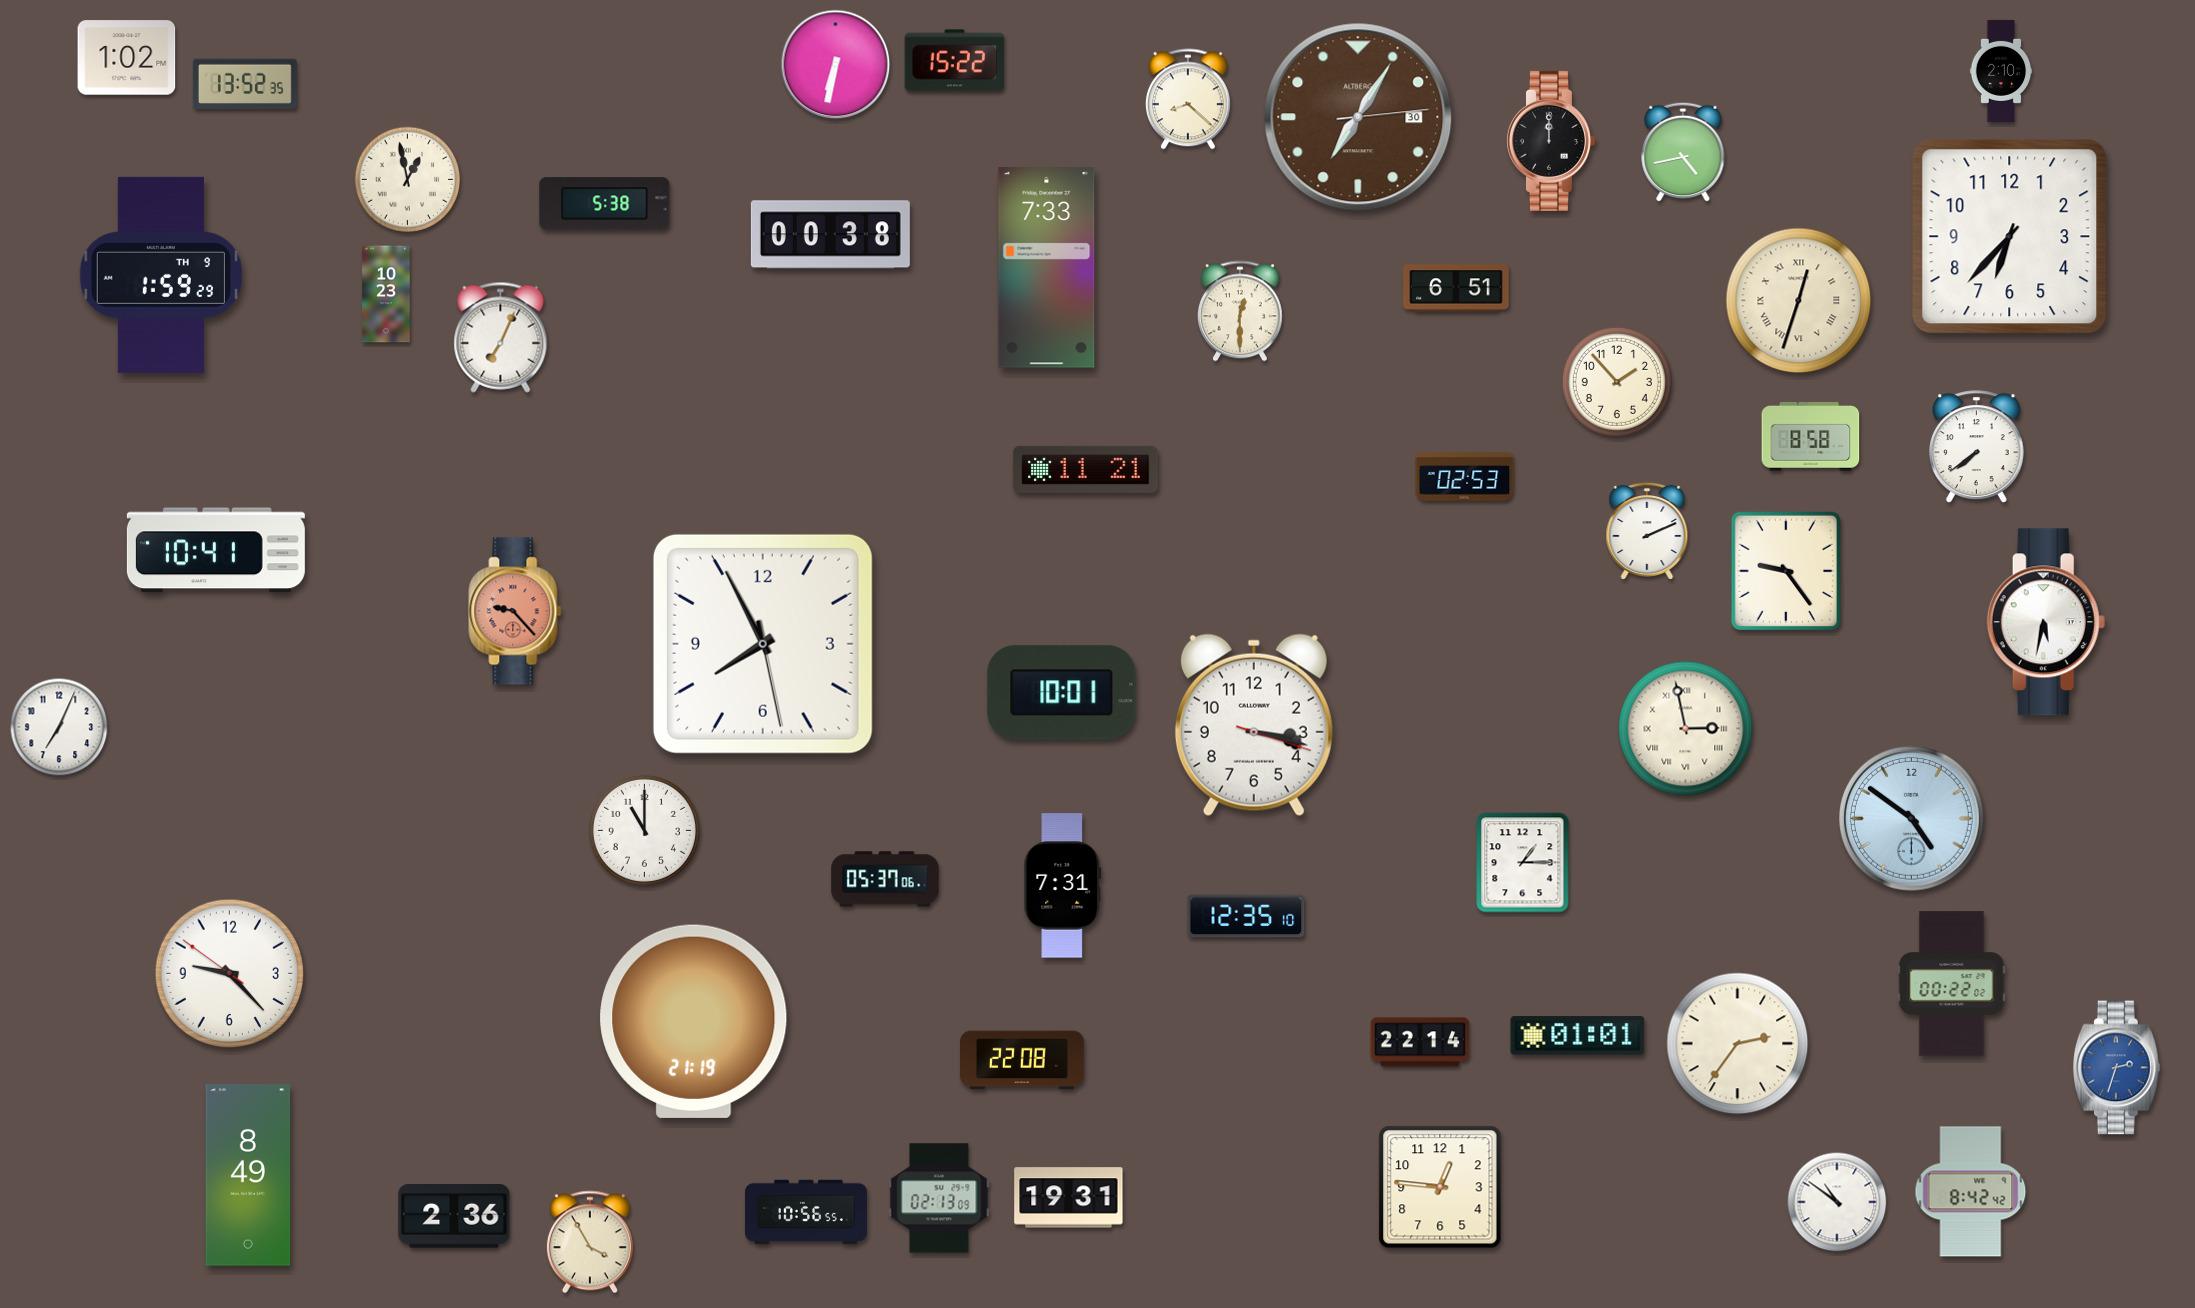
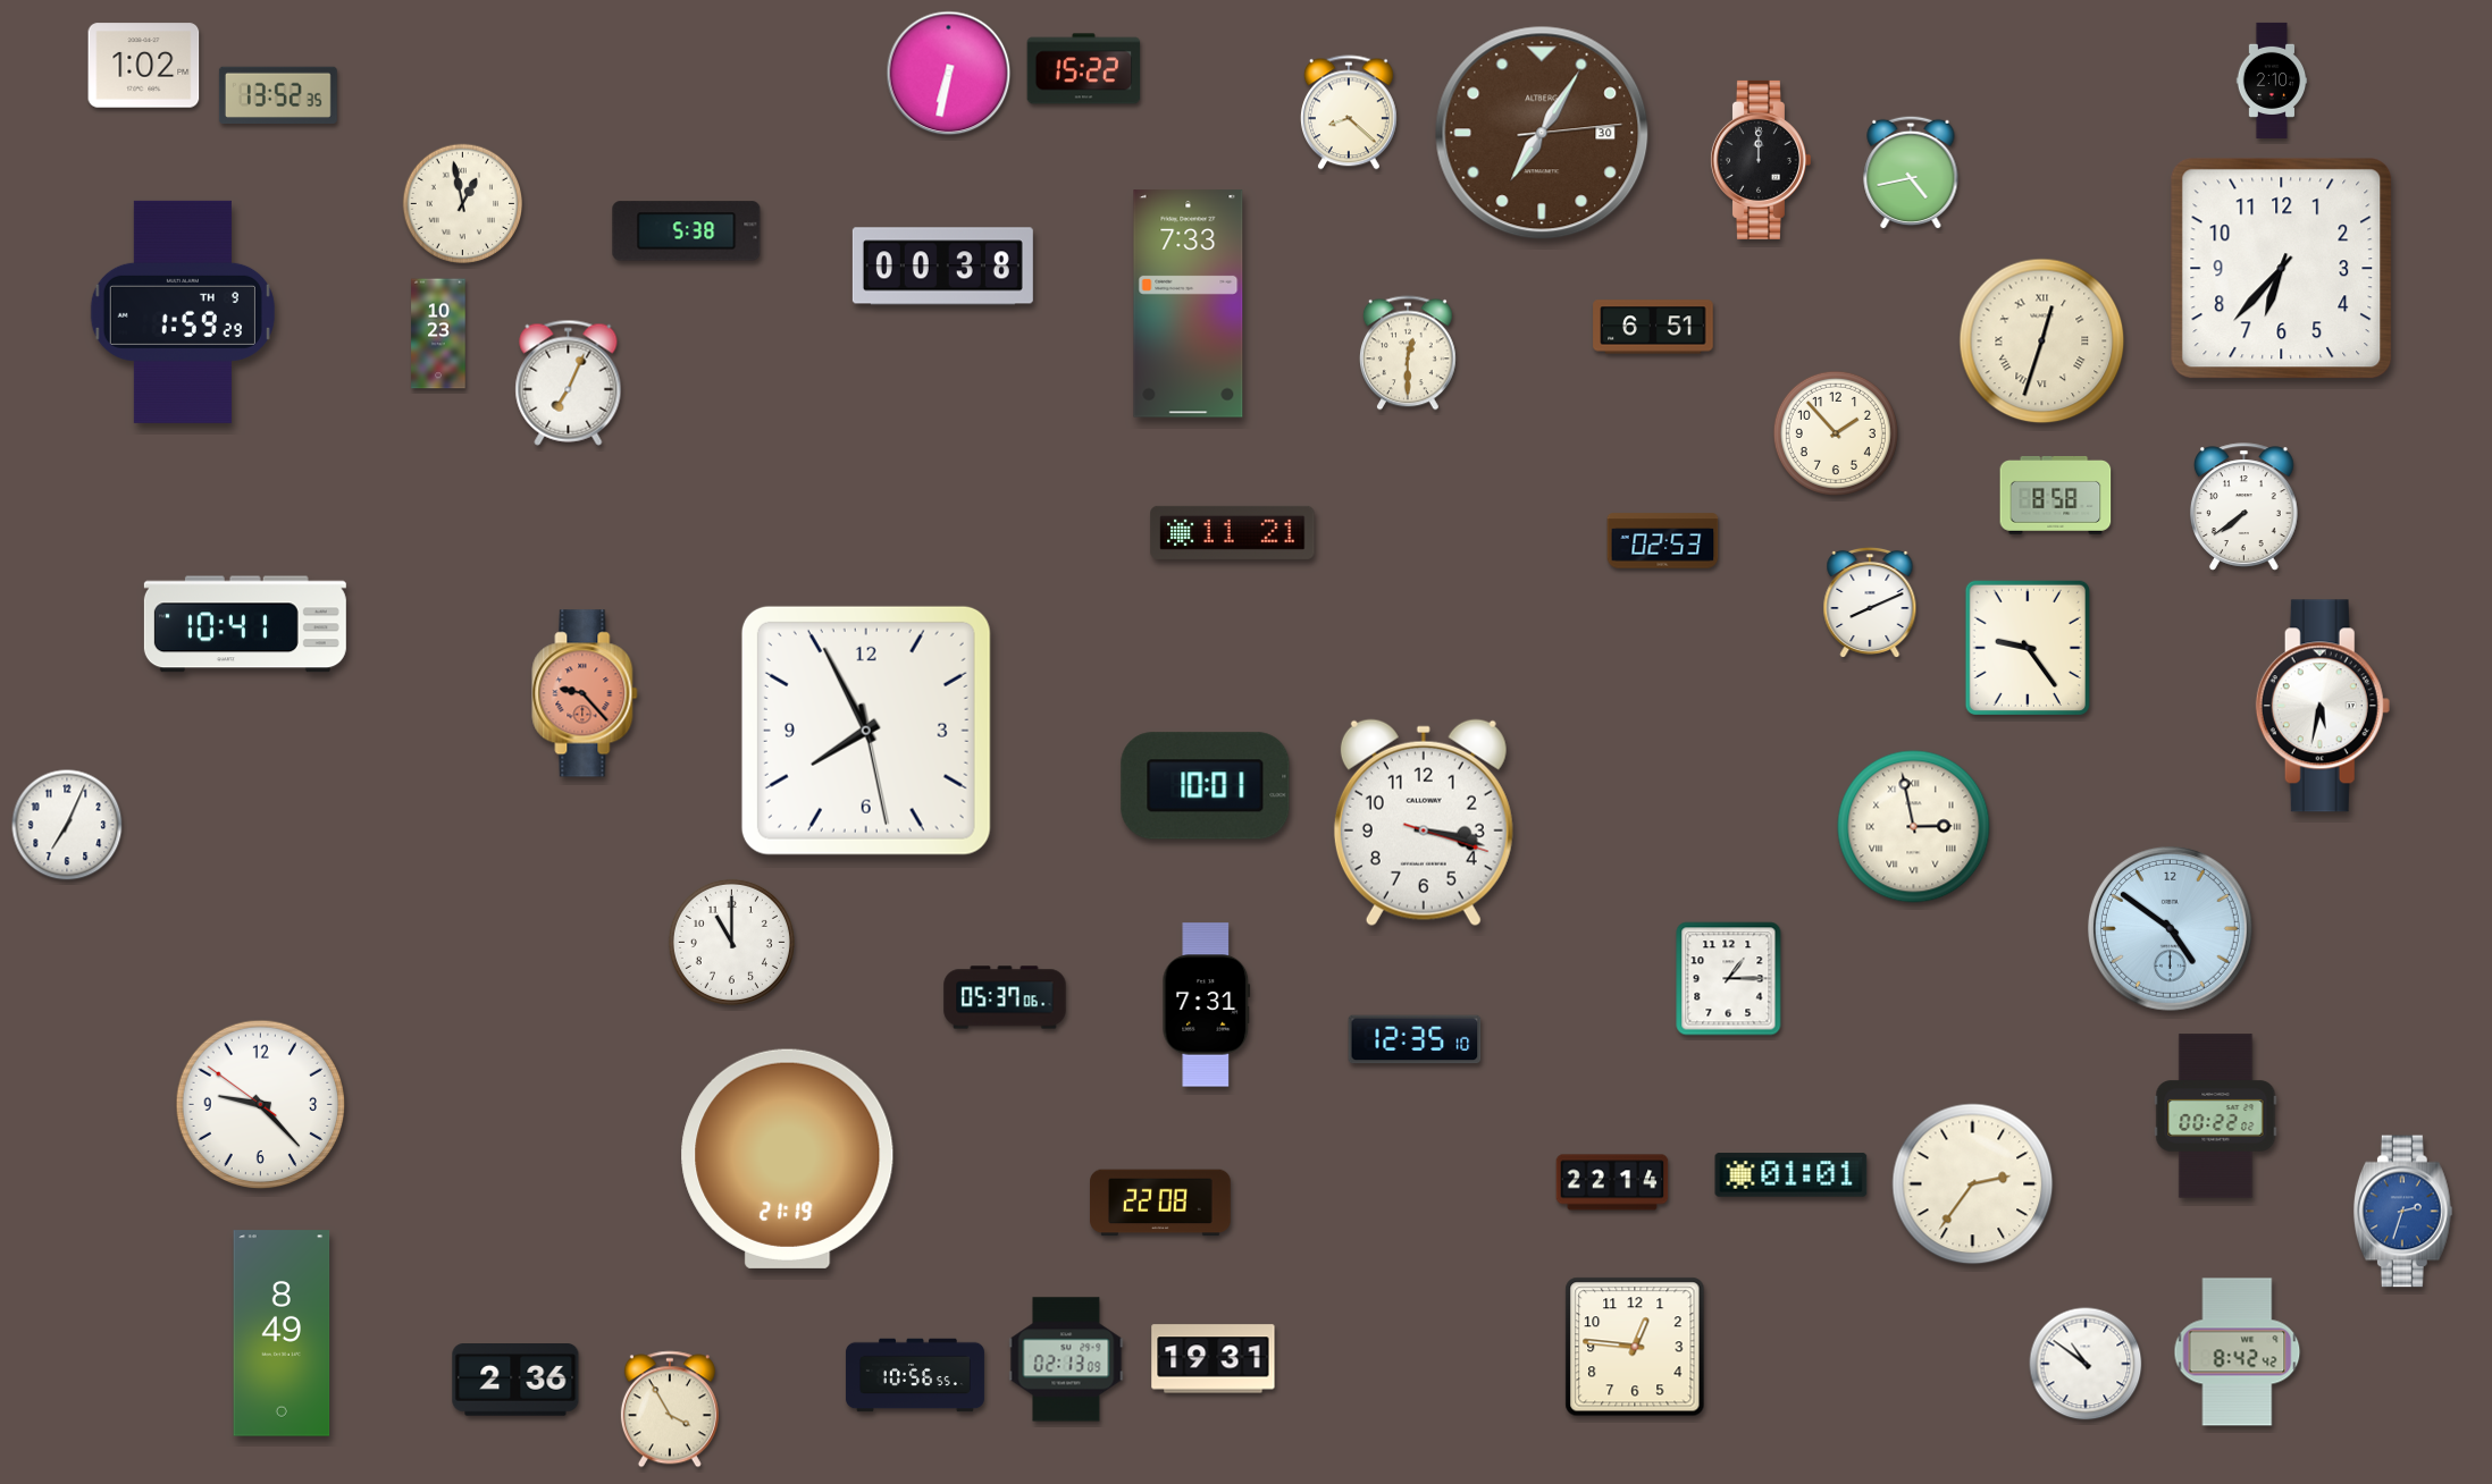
clock at (1647, 530): 2:11 -> 8:11
